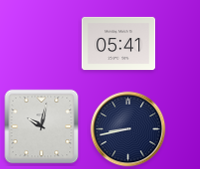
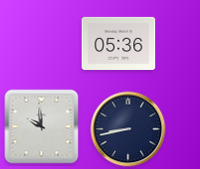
clock at (119, 43): 05:41 -> 05:36
clock at (42, 127): 10:02 -> 9:59
